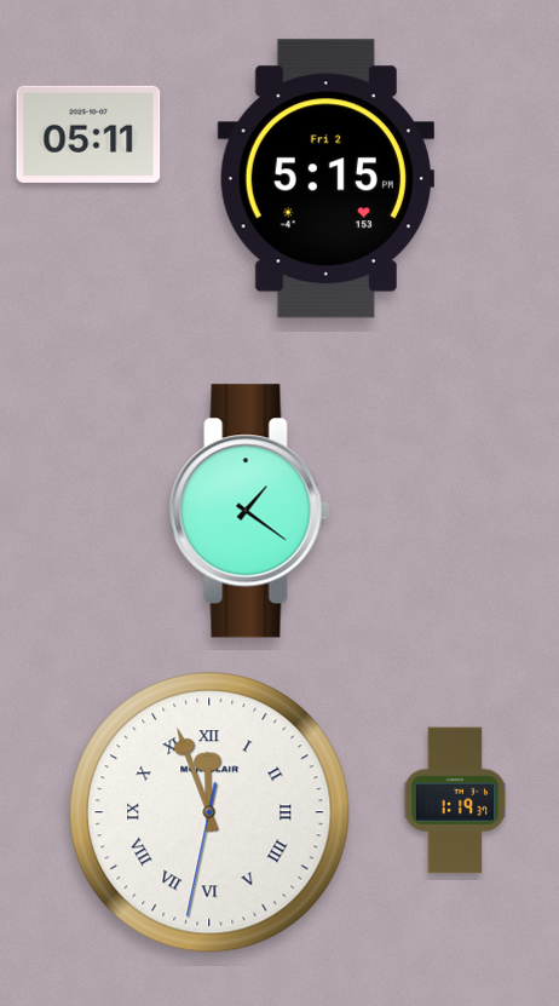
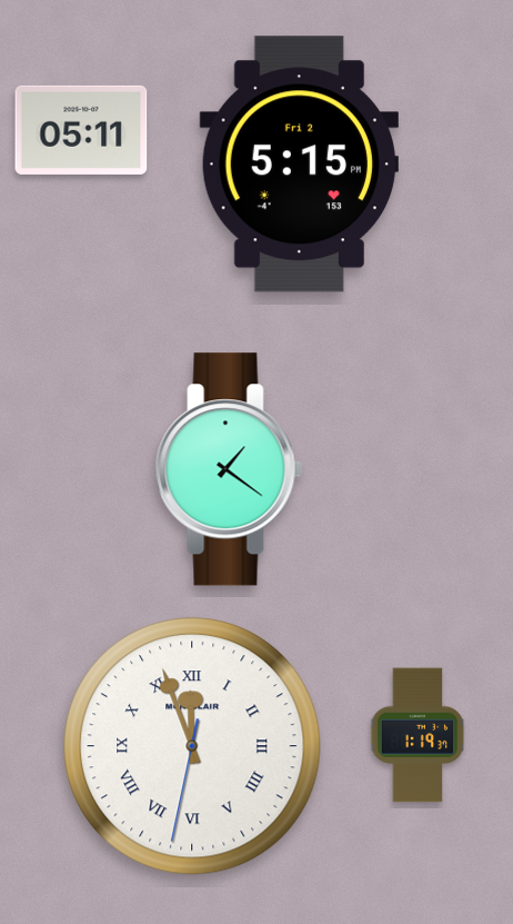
clock at (88, 134) position: (88, 134) -> (81, 130)
